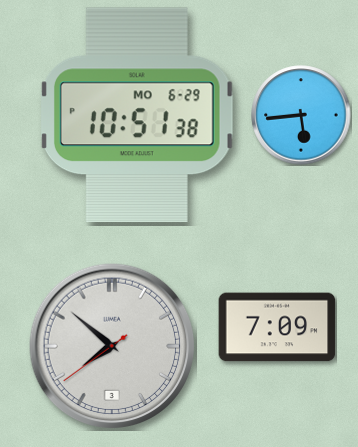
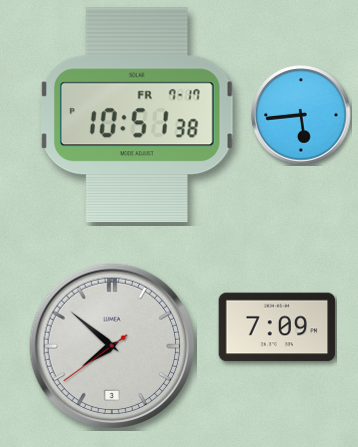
clock at (137, 115) date: MO 6-29 -> FR 7-17
